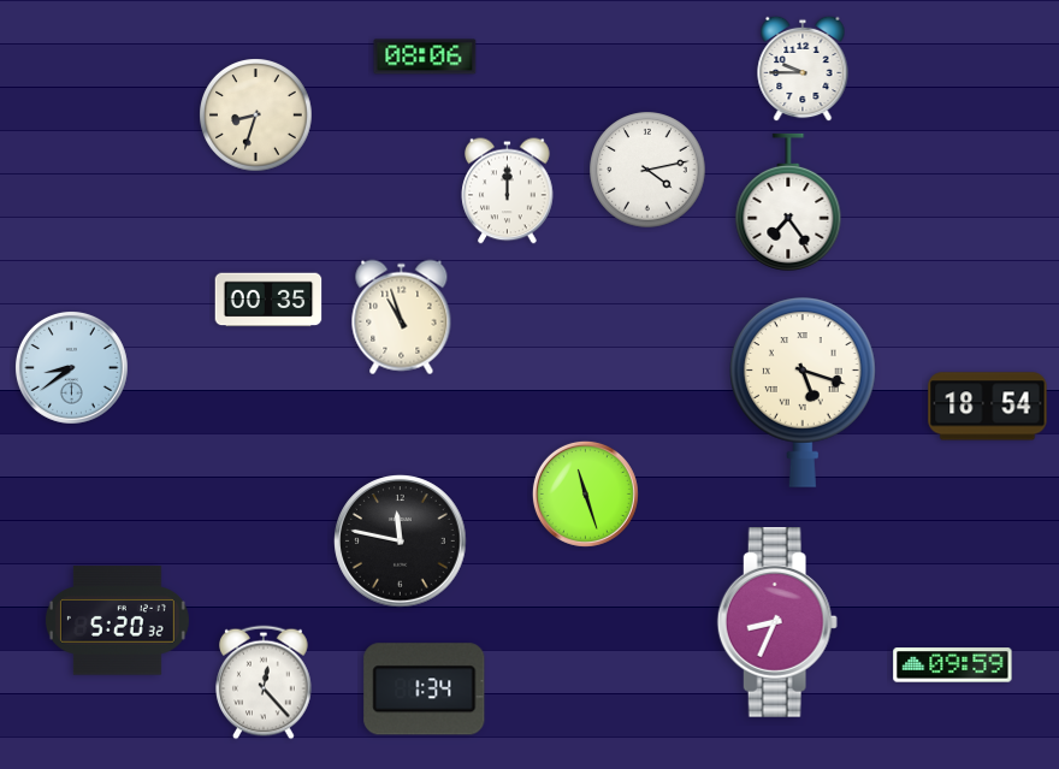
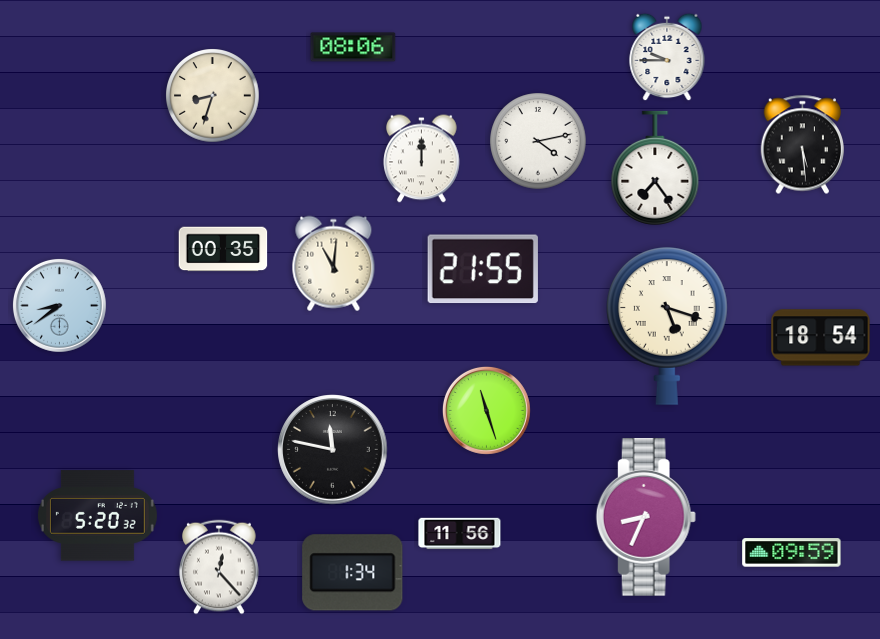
clock at (802, 145): none -> 5:29
clock at (402, 318): 10:57 -> 11:01
clock at (483, 269): none -> 21:55
clock at (460, 534): none -> 11:56
